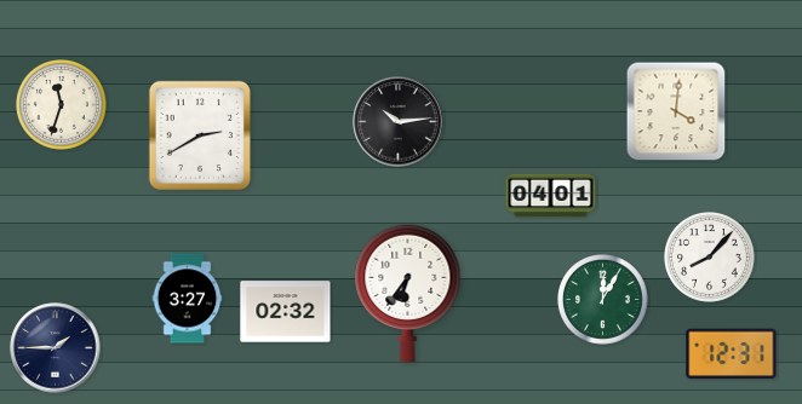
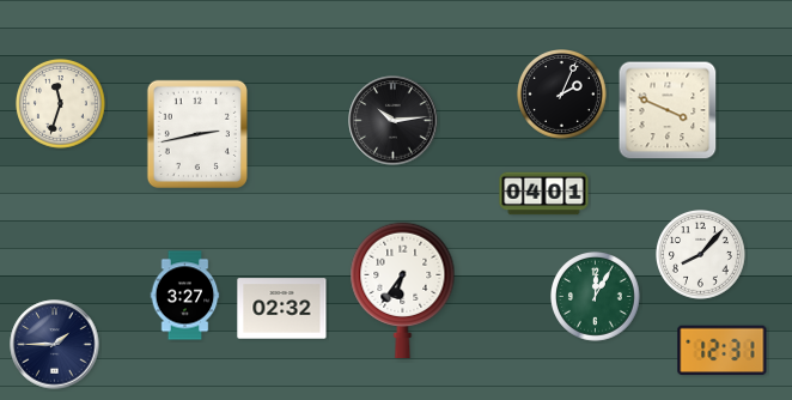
clock at (562, 95): none -> 2:04
clock at (676, 111): 4:01 -> 3:49
clock at (200, 134): 2:40 -> 2:43
